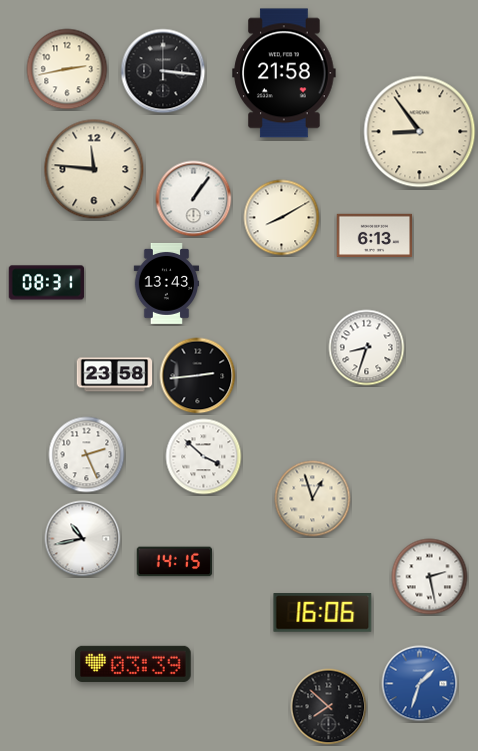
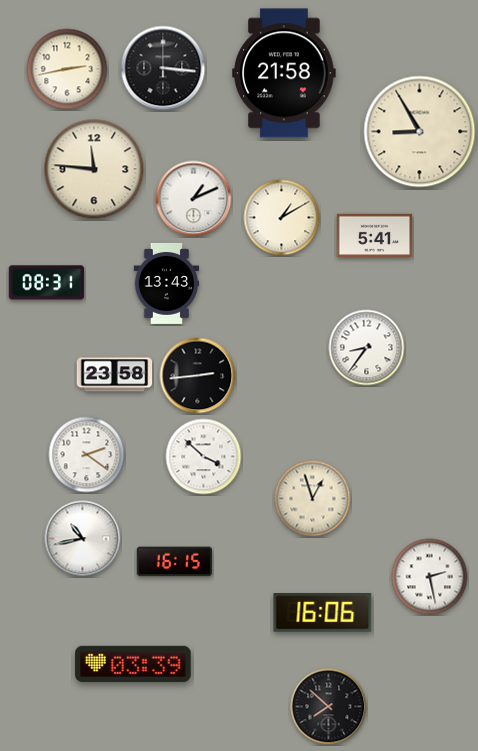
clock at (163, 71) position: (163, 71) -> (163, 68)
clock at (420, 132): 8:54 -> 8:55
clock at (194, 199): 1:06 -> 1:11
clock at (282, 218): 8:10 -> 1:10
clock at (375, 235): 6:13 -> 5:41
clock at (367, 348): 8:33 -> 8:36
clock at (87, 455): 2:26 -> 2:21
clock at (175, 562): 14:15 -> 16:15
clock at (420, 684): 1:33 -> none
